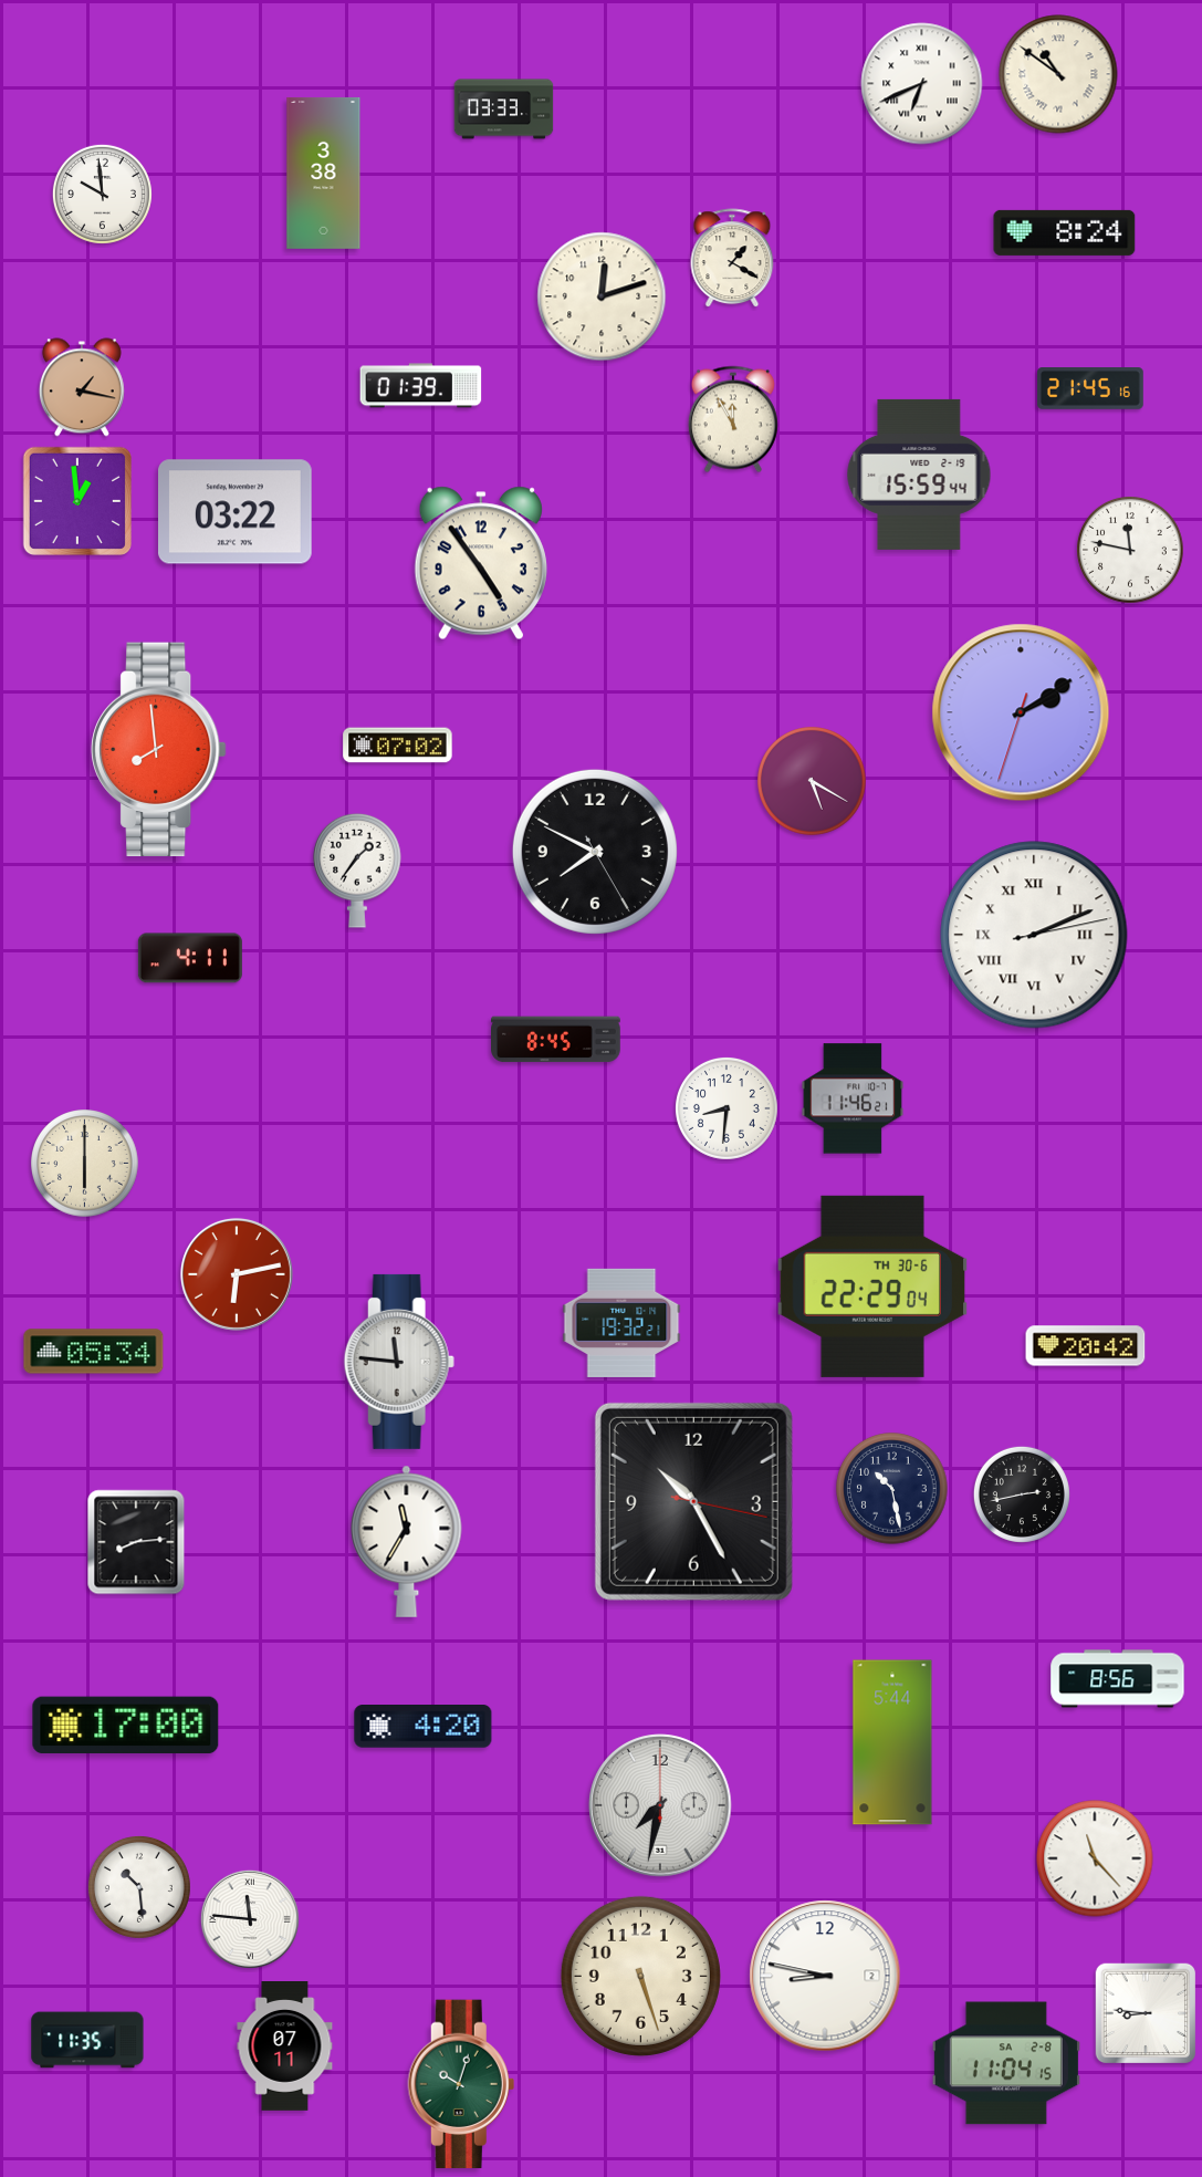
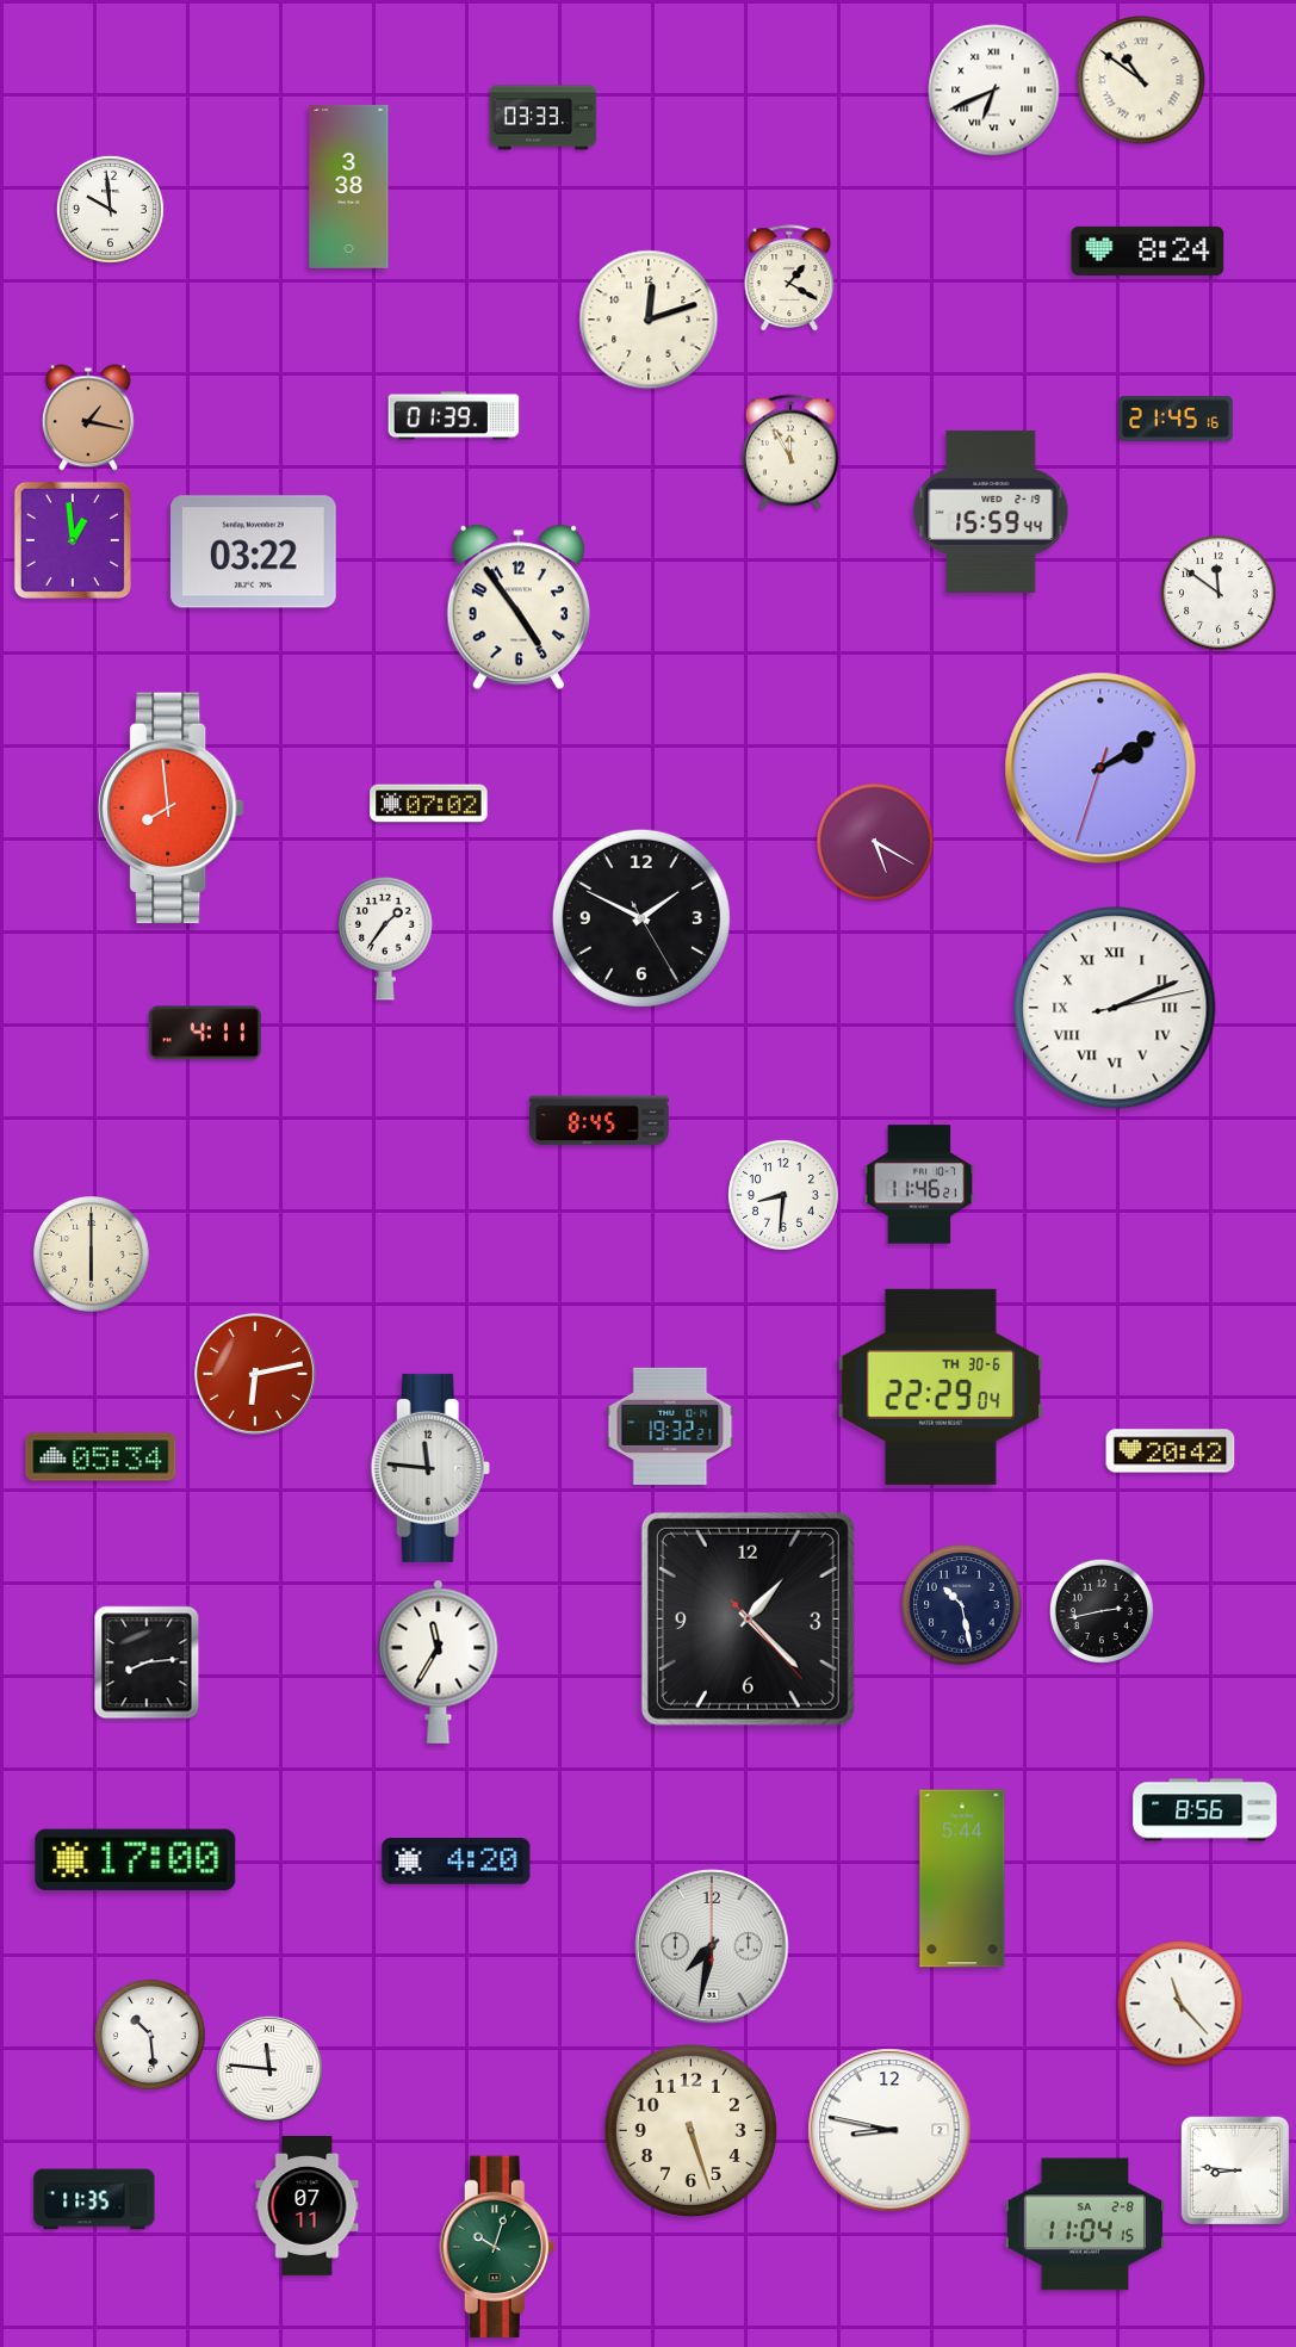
clock at (77, 501) position: (77, 501) -> (73, 540)
clock at (1131, 551): 11:47 -> 11:51
clock at (595, 852): 7:49 -> 1:49
clock at (693, 1501): 10:25 -> 1:22
